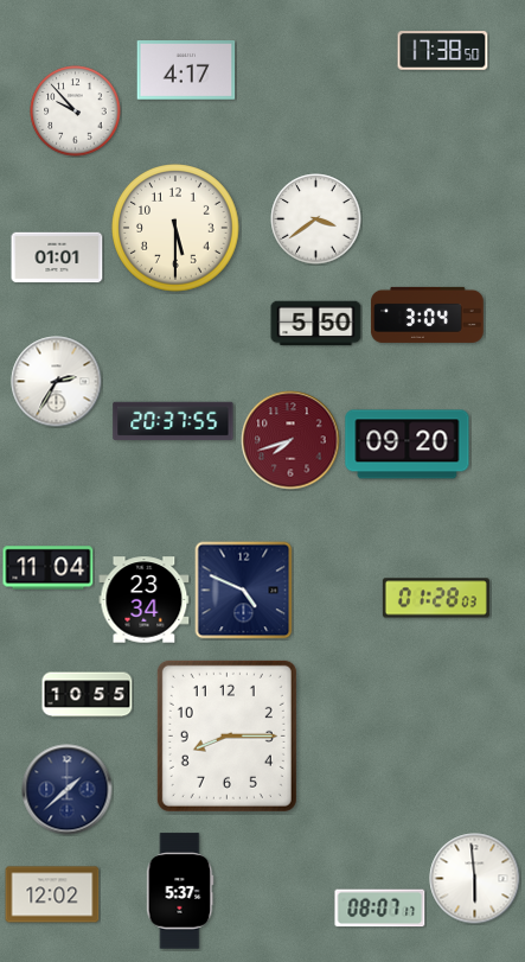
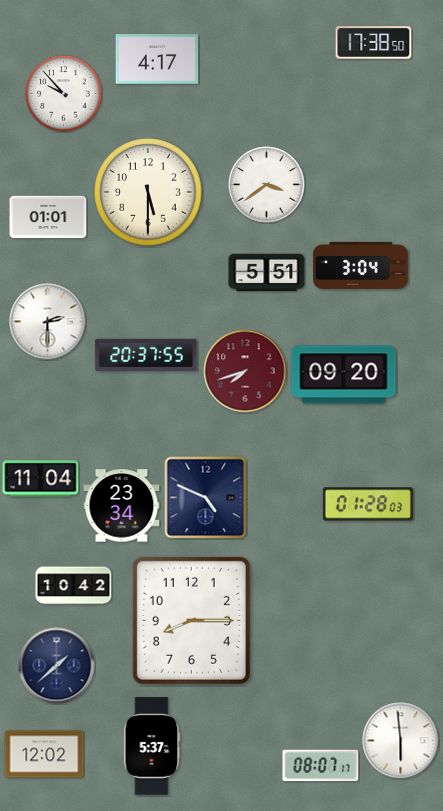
clock at (316, 324): 5:50 -> 5:51
clock at (57, 382): 2:35 -> 2:30
clock at (88, 695): 10:55 -> 10:42
clock at (180, 891) position: (180, 891) -> (152, 746)
